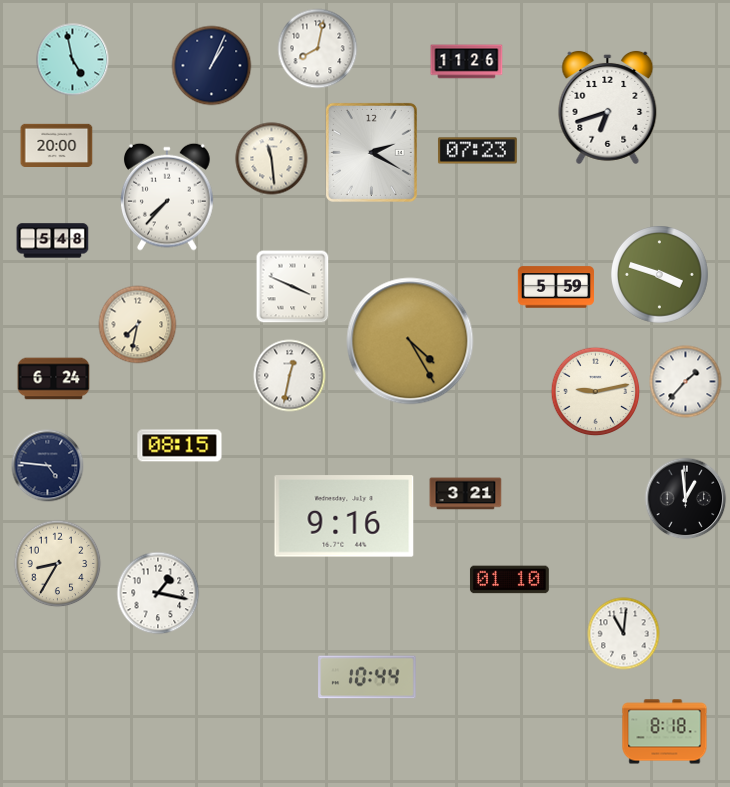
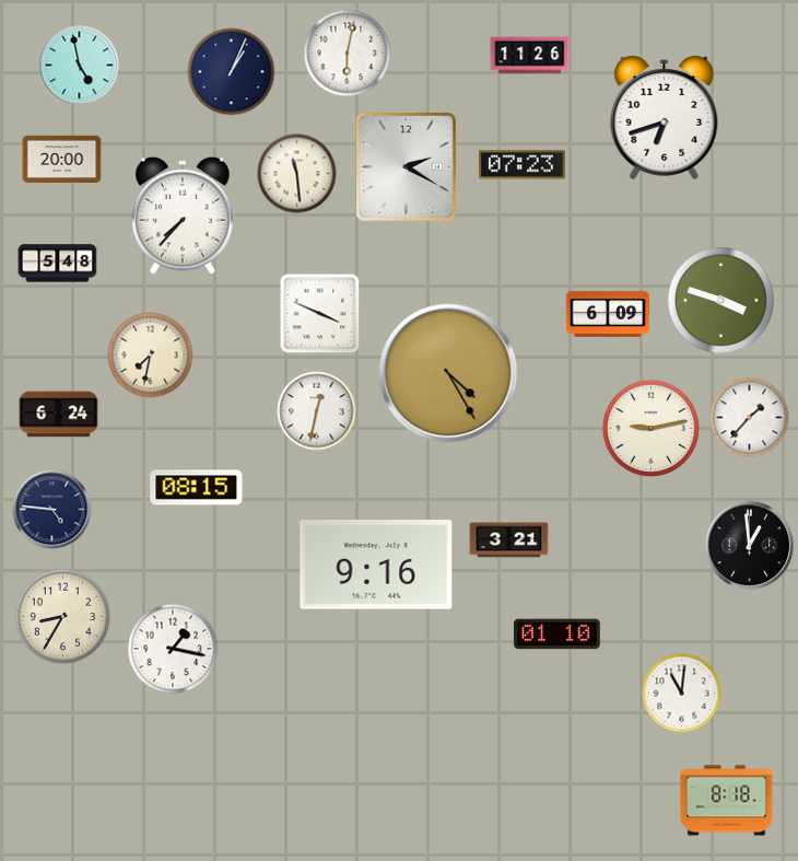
clock at (318, 49): 8:02 -> 6:02
clock at (467, 62) position: (467, 62) -> (530, 56)
clock at (555, 287): 5:59 -> 6:09
clock at (367, 677): 10:44 -> none
